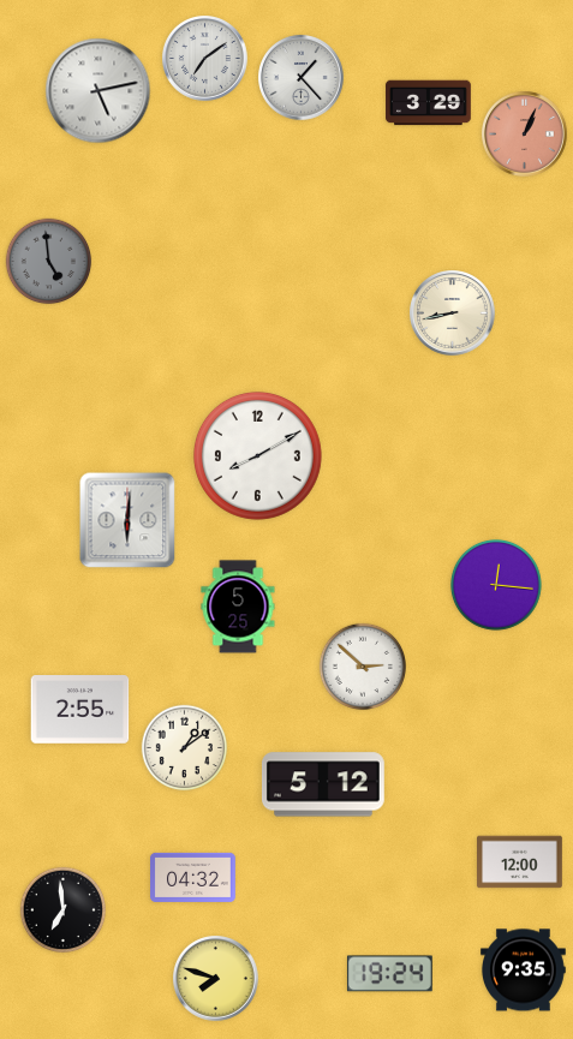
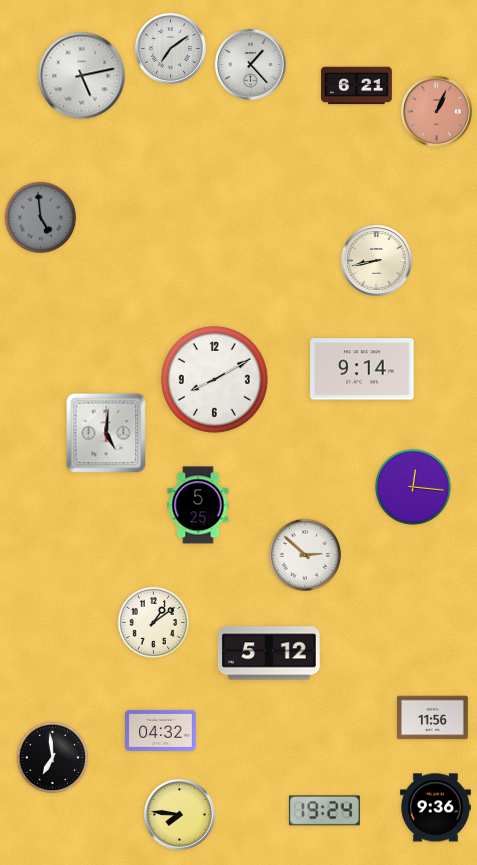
clock at (429, 103): 3:29 -> 6:21
clock at (362, 369): none -> 9:14
clock at (127, 520): 6:01 -> 5:01
clock at (362, 665) position: (362, 665) -> (304, 554)
clock at (80, 710): 2:55 -> none
clock at (520, 862): 12:00 -> 11:56
clock at (524, 971): 9:35 -> 9:36
clock at (216, 979): 7:48 -> 7:46
